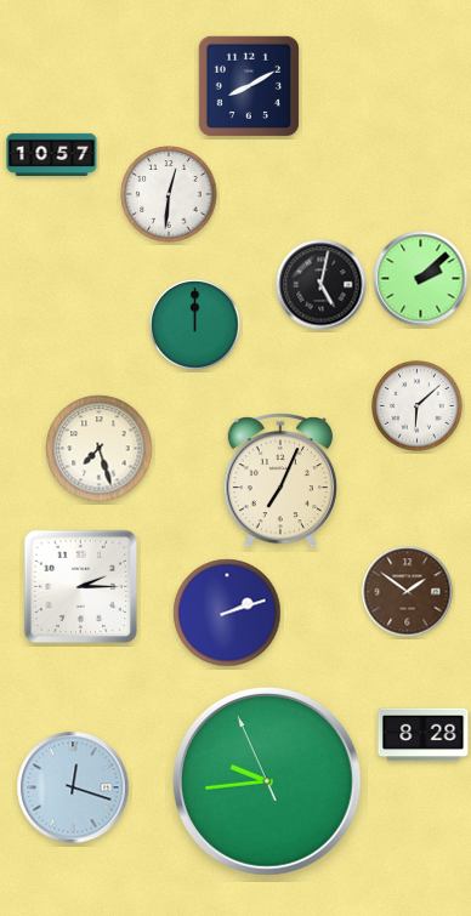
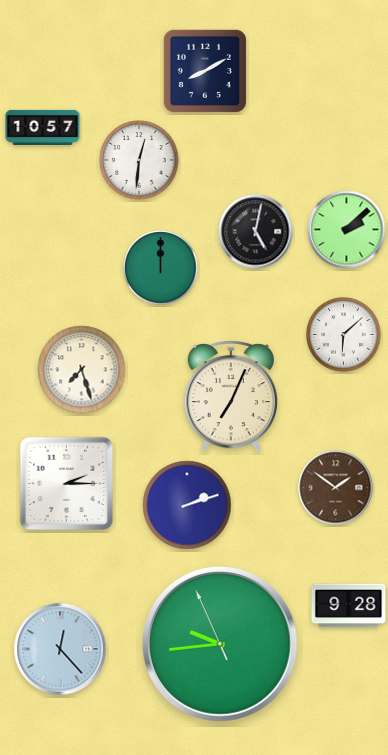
clock at (322, 285) position: (322, 285) -> (256, 232)
clock at (424, 735): 8:28 -> 9:28
clock at (73, 787): 12:18 -> 12:23
